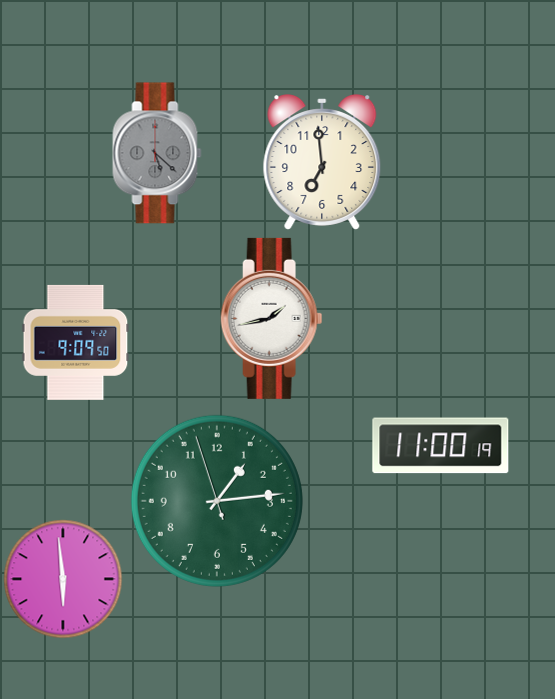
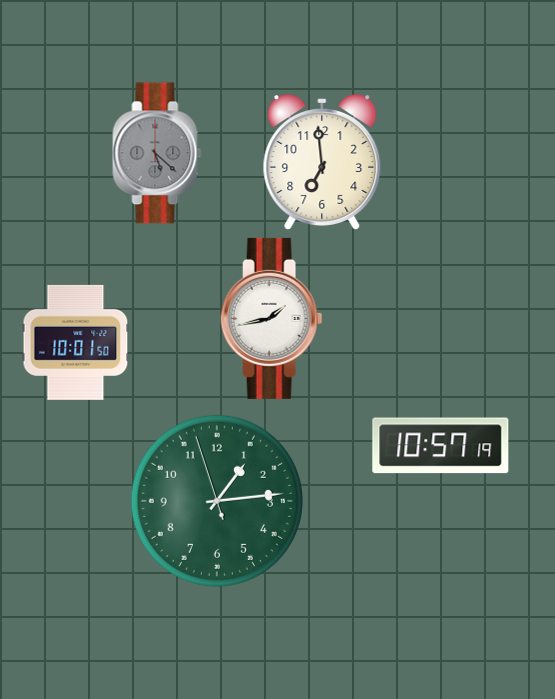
clock at (76, 342): 9:09 -> 10:01
clock at (441, 446): 11:00 -> 10:57
clock at (63, 579): 5:59 -> none
